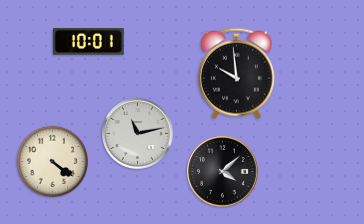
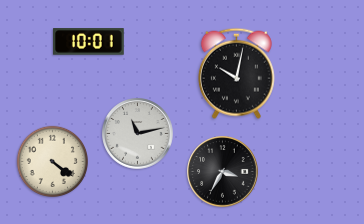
clock at (236, 73): 9:59 -> 10:02
clock at (223, 172): 4:08 -> 3:35
